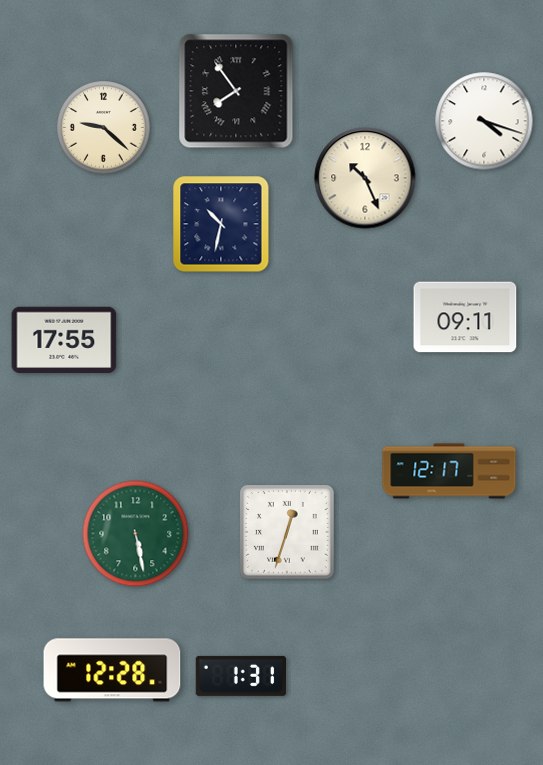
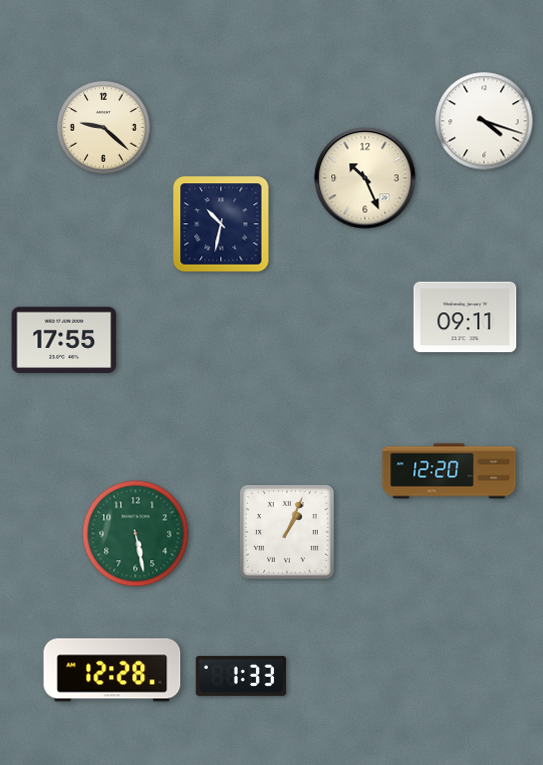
clock at (236, 91): 7:54 -> none
clock at (449, 471): 12:17 -> 12:20
clock at (288, 533): 12:33 -> 1:04
clock at (240, 676): 1:31 -> 1:33
